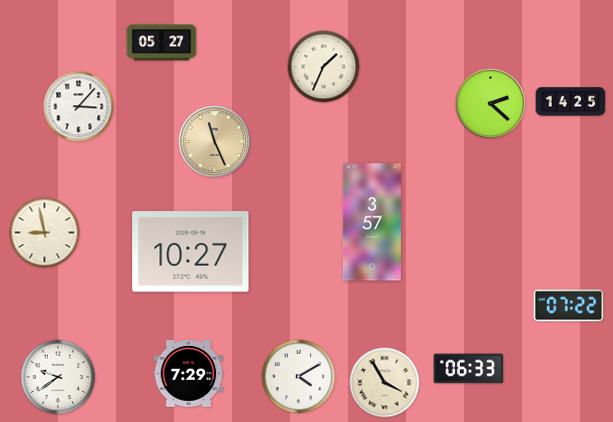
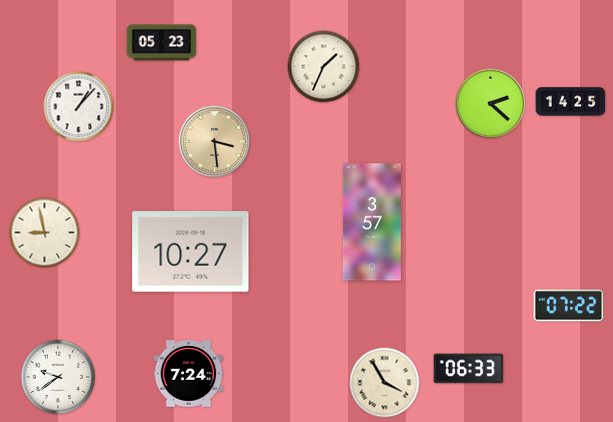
clock at (162, 43): 05:27 -> 05:23
clock at (79, 107): 3:07 -> 1:07
clock at (215, 142): 11:26 -> 3:29
clock at (189, 374): 7:29 -> 7:24
clock at (299, 377): 4:10 -> none
